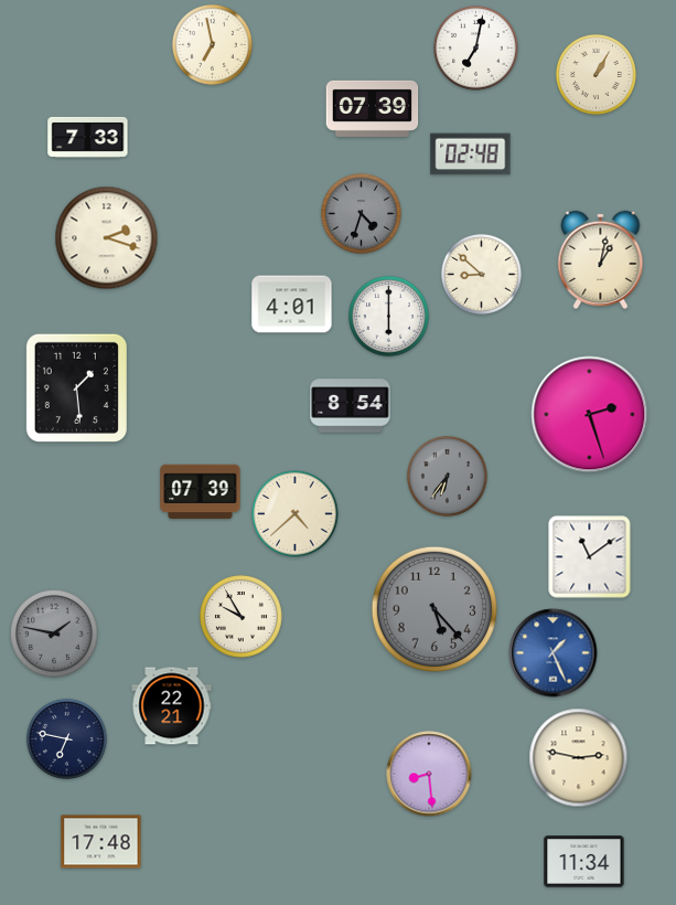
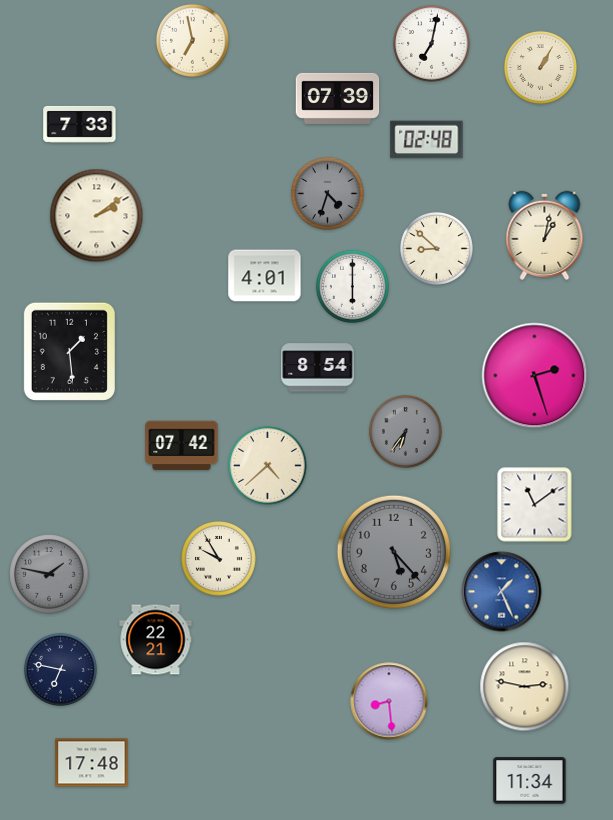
clock at (107, 238): 2:18 -> 2:09
clock at (201, 492): 07:39 -> 07:42
